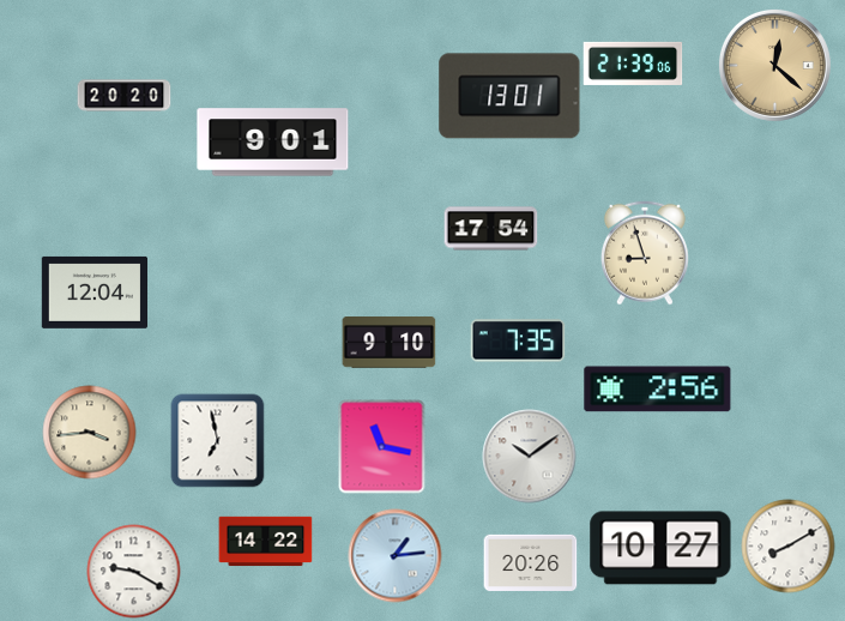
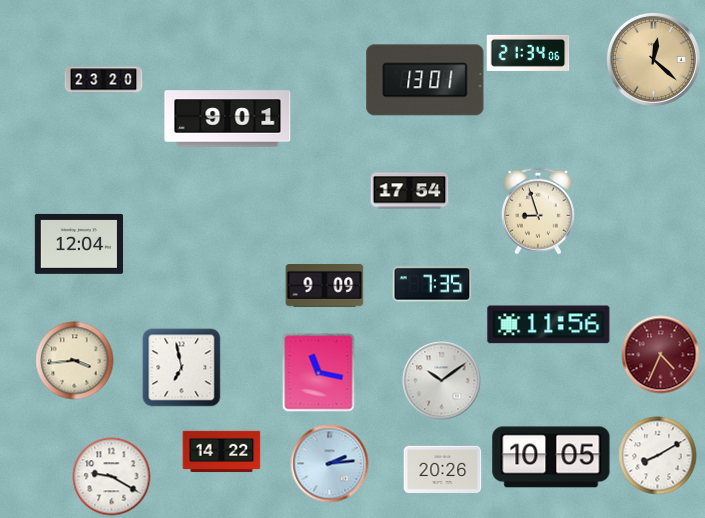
clock at (633, 64): 21:39 -> 21:34
clock at (774, 65) position: (774, 65) -> (653, 59)
clock at (123, 96): 20:20 -> 23:20
clock at (388, 343): 9:10 -> 9:09
clock at (658, 390): 2:56 -> 11:56
clock at (660, 354): none -> 4:34
clock at (660, 548): 10:27 -> 10:05
clock at (394, 555): 1:14 -> 2:14
